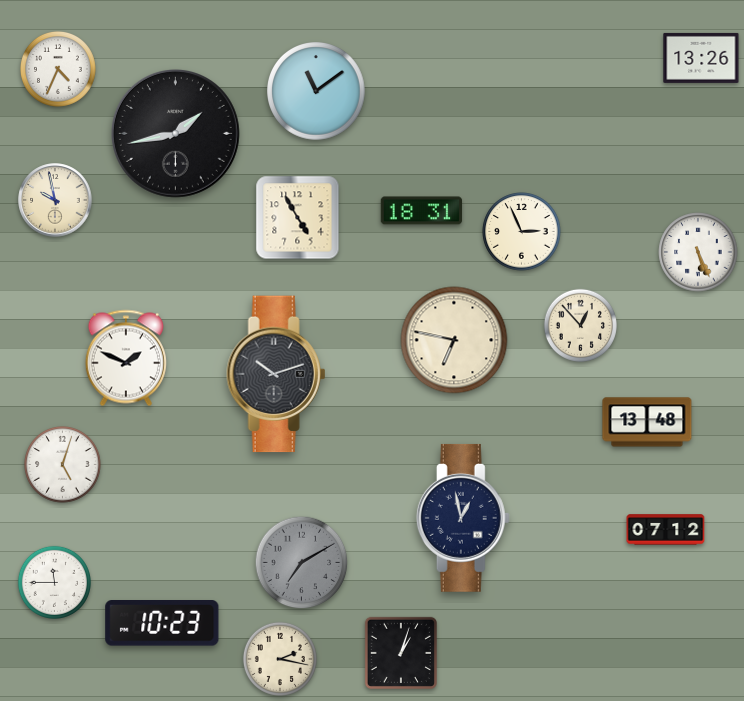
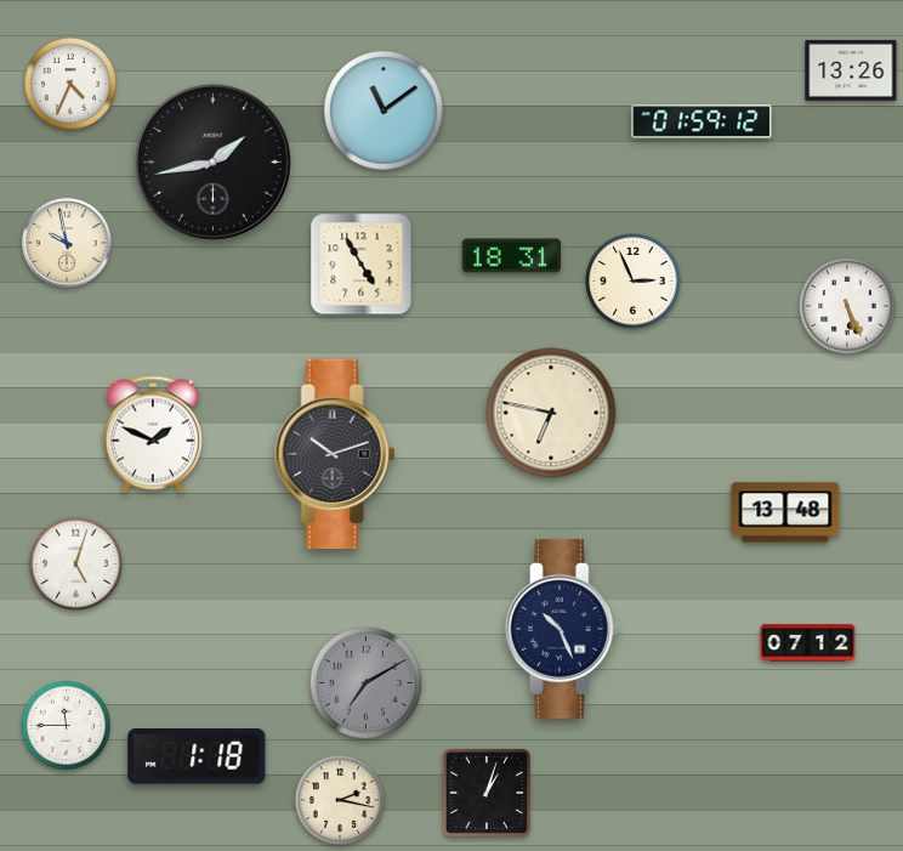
clock at (702, 121): none -> 01:59
clock at (580, 325): 12:53 -> none
clock at (463, 518): 12:58 -> 10:26
clock at (54, 582) position: (54, 582) -> (66, 725)
clock at (162, 624): 10:23 -> 1:18
